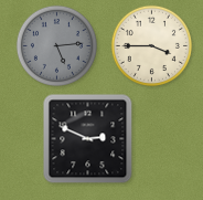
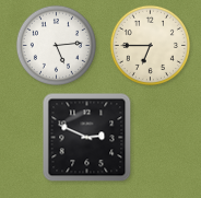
clock at (56, 45) dial: grey -> white
clock at (151, 45): 3:45 -> 6:45
